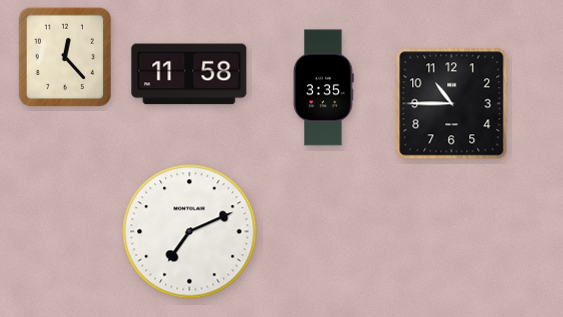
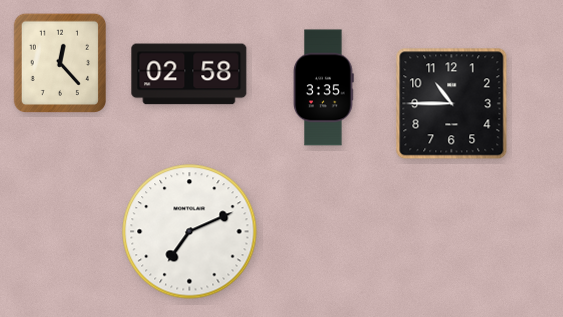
clock at (64, 56) position: (64, 56) -> (59, 62)
clock at (189, 74): 11:58 -> 02:58
